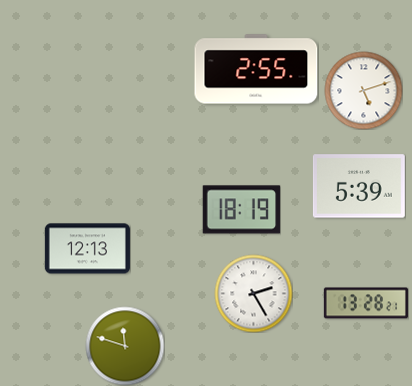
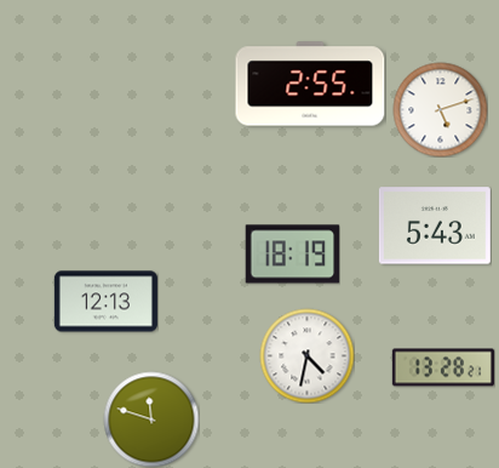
clock at (359, 186): 5:39 -> 5:43
clock at (253, 293): 2:25 -> 4:32
